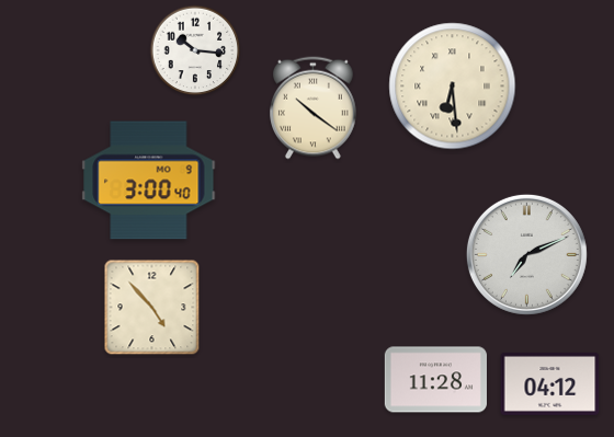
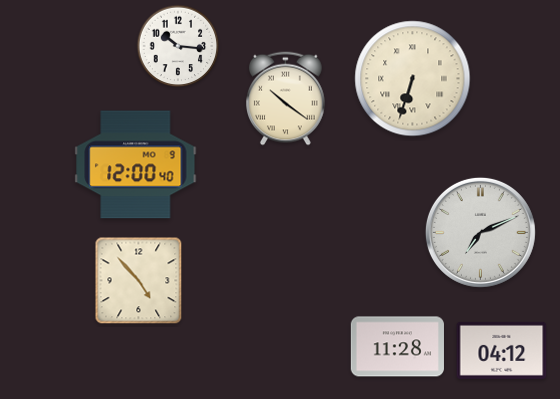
clock at (453, 87): 6:29 -> 6:33
clock at (149, 181): 3:00 -> 12:00
